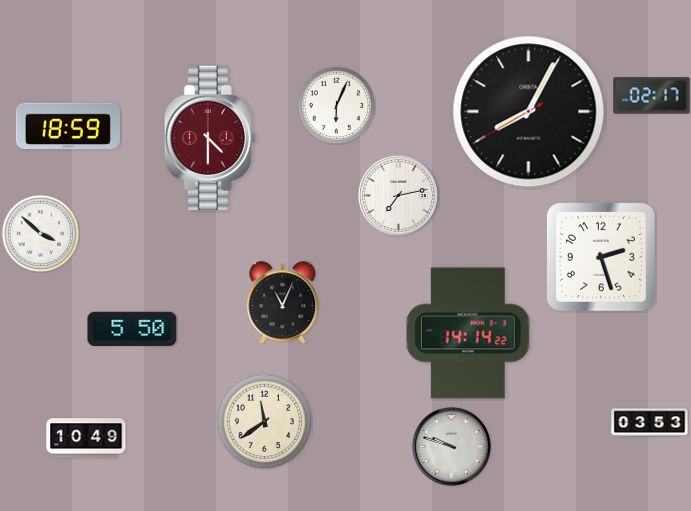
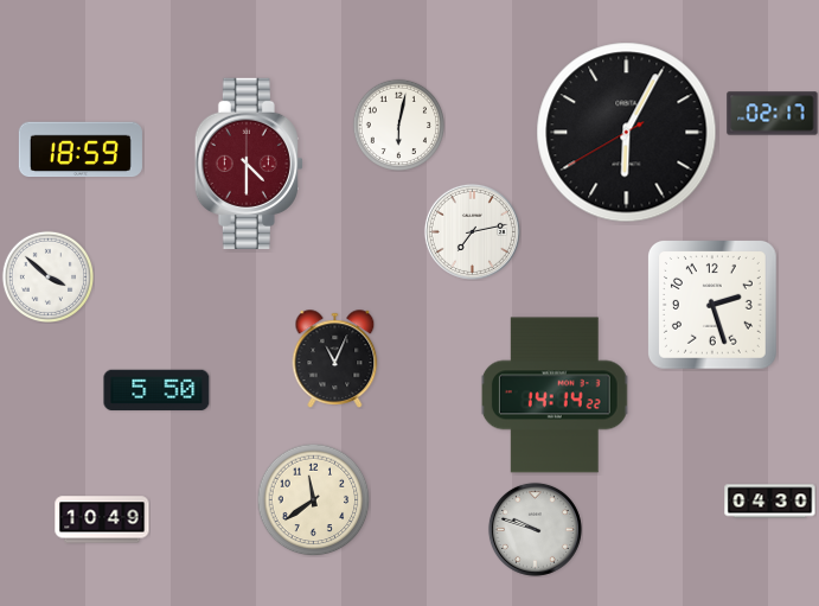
clock at (336, 105): 6:04 -> 6:02
clock at (529, 112): 8:04 -> 6:04
clock at (650, 423): 03:53 -> 04:30
